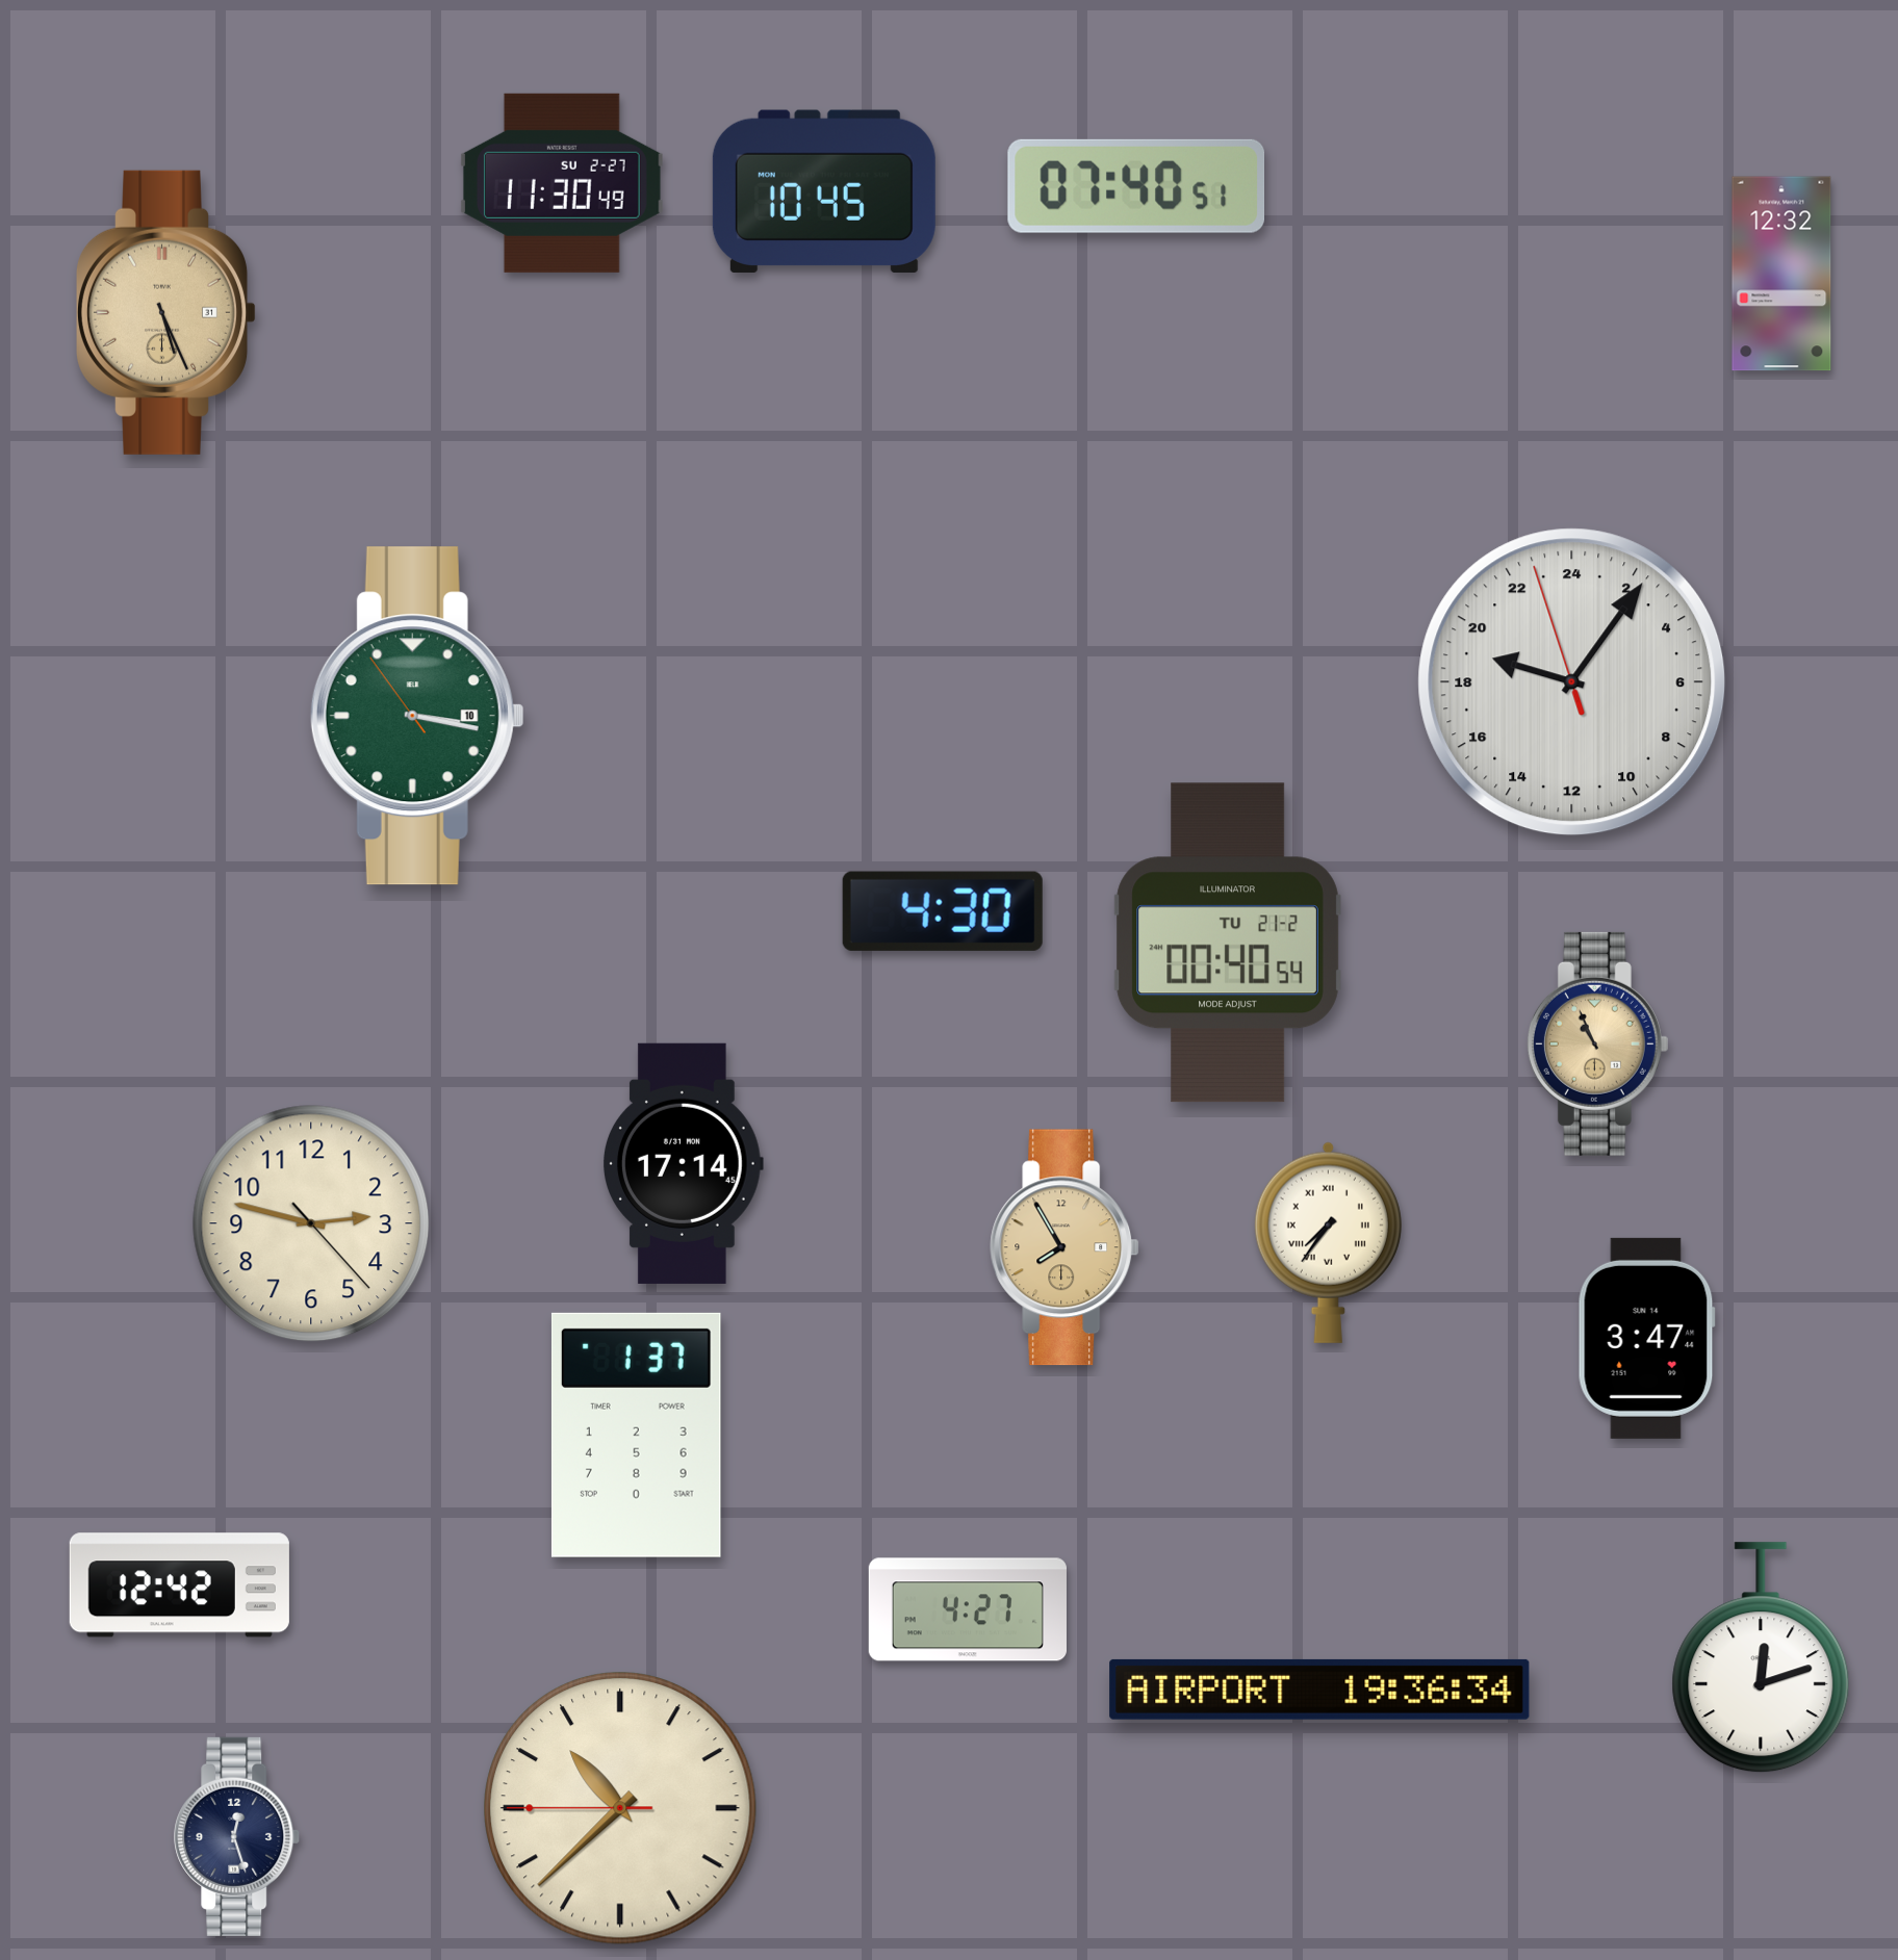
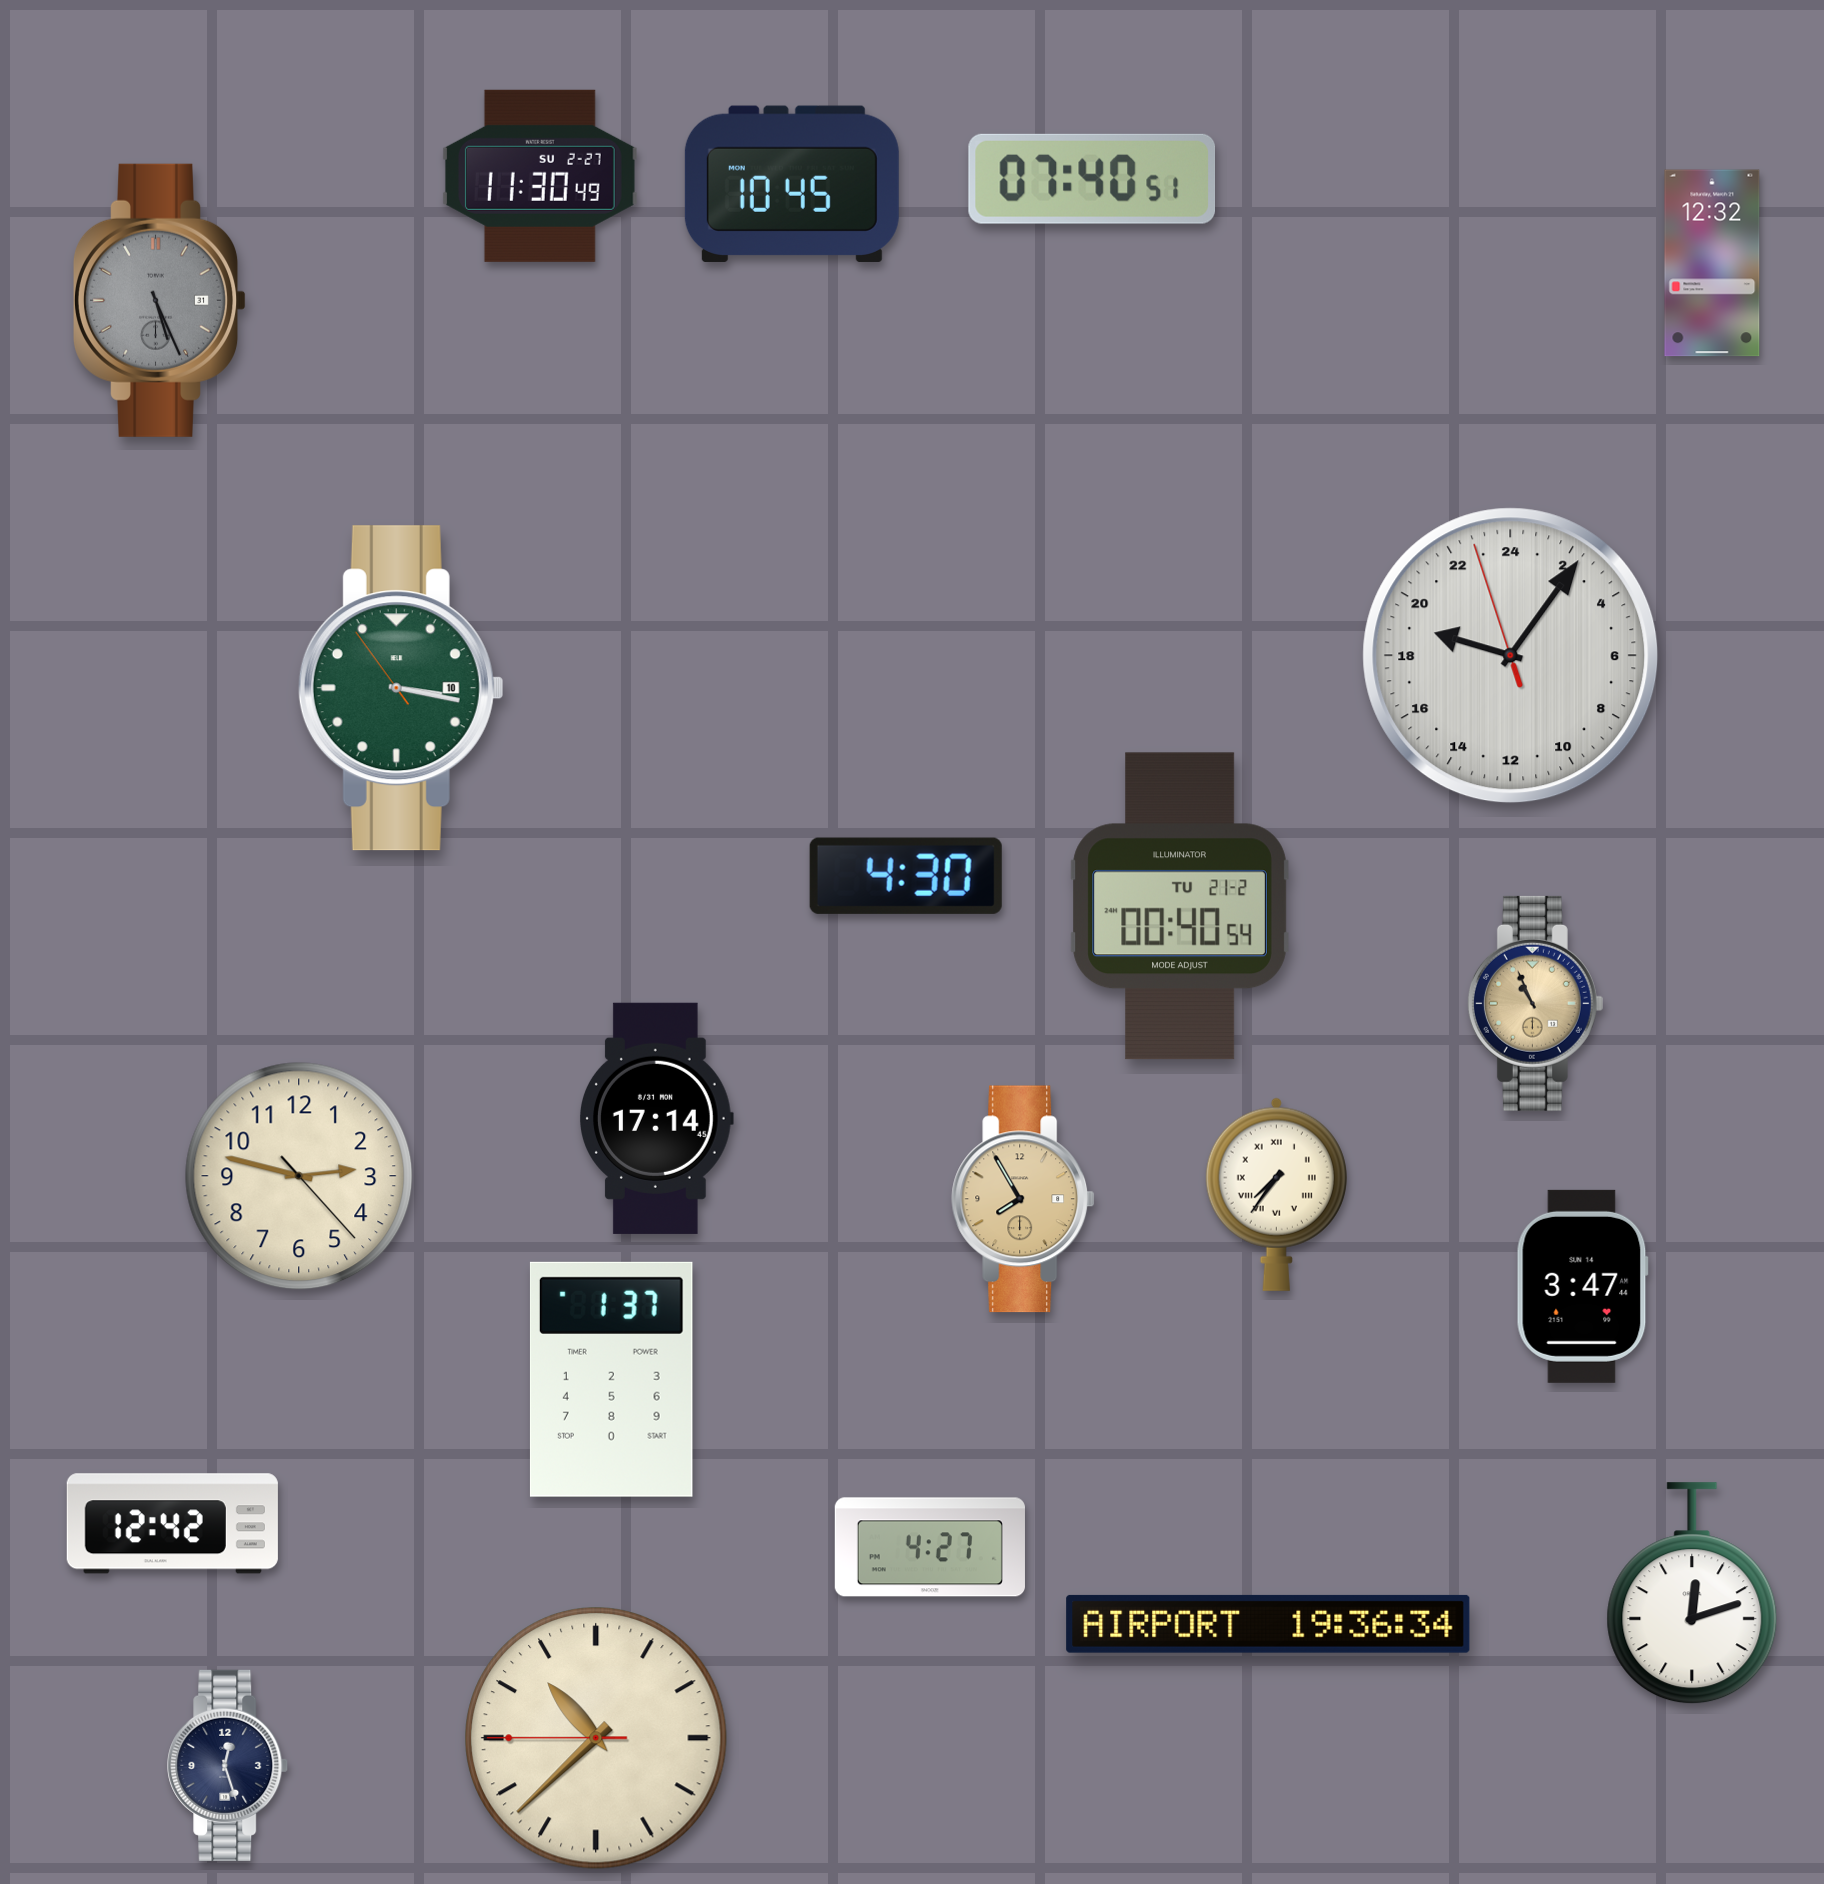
clock at (166, 312) dial: champagne -> grey
